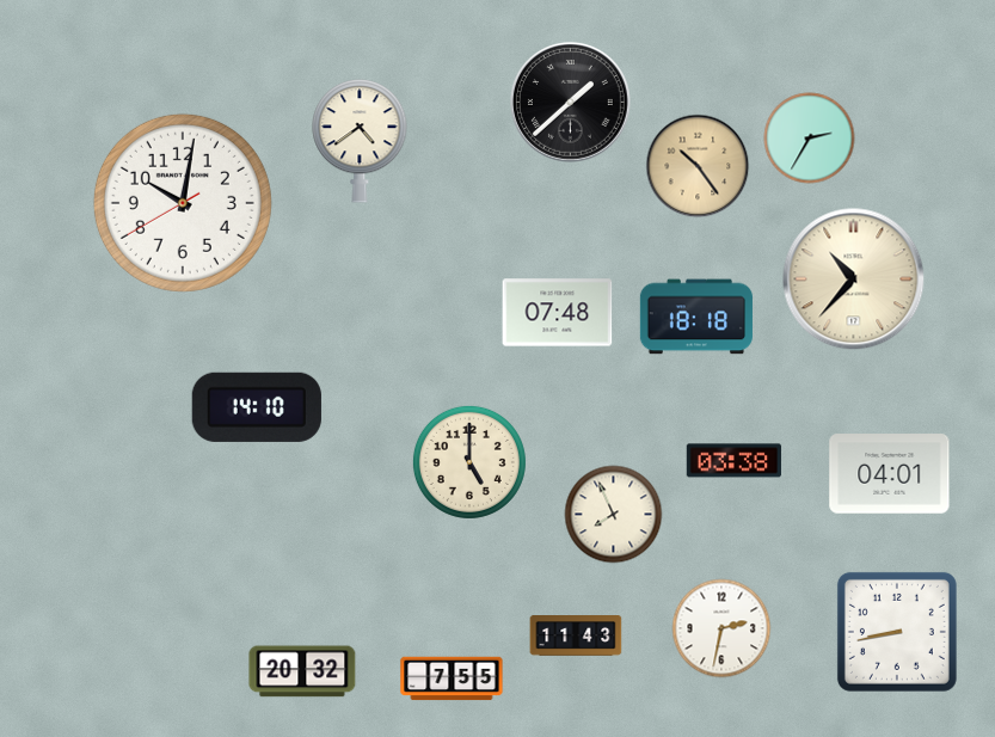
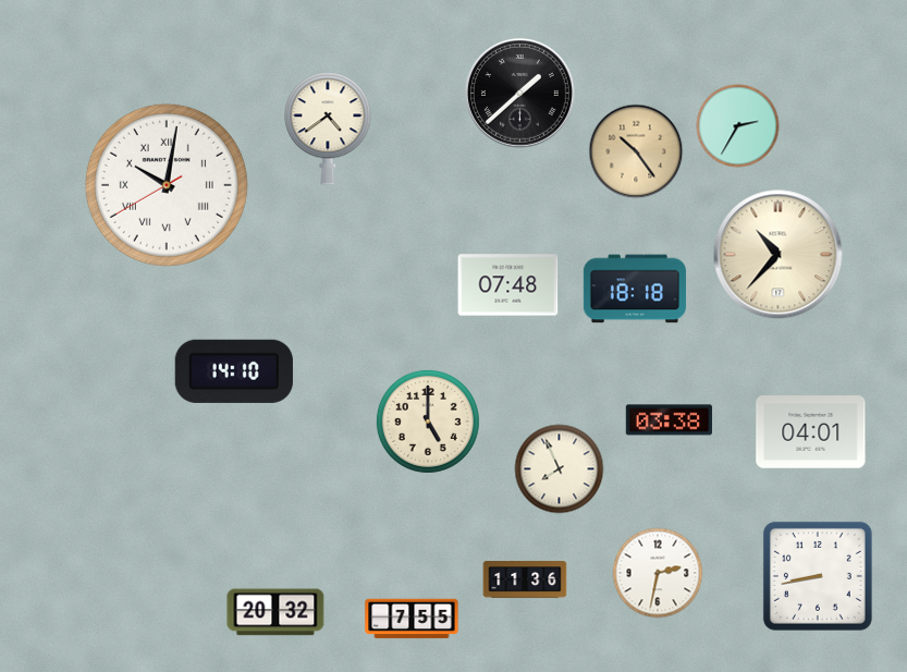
clock at (183, 203) numerals: Arabic -> Roman
clock at (576, 637): 11:43 -> 11:36
